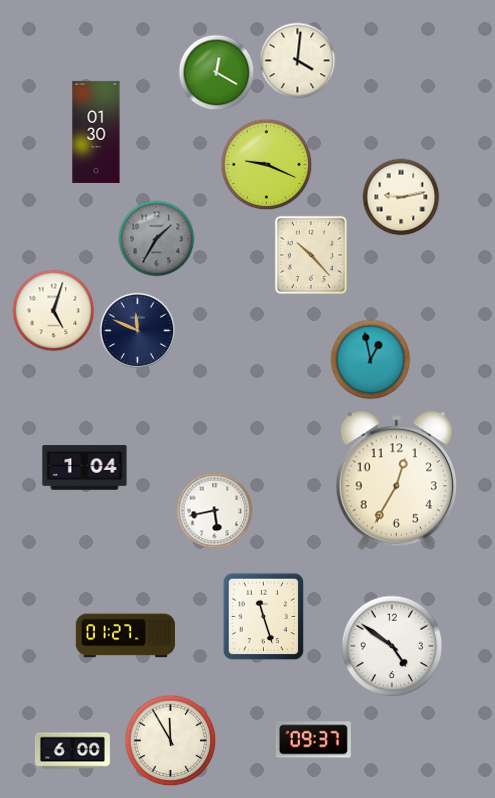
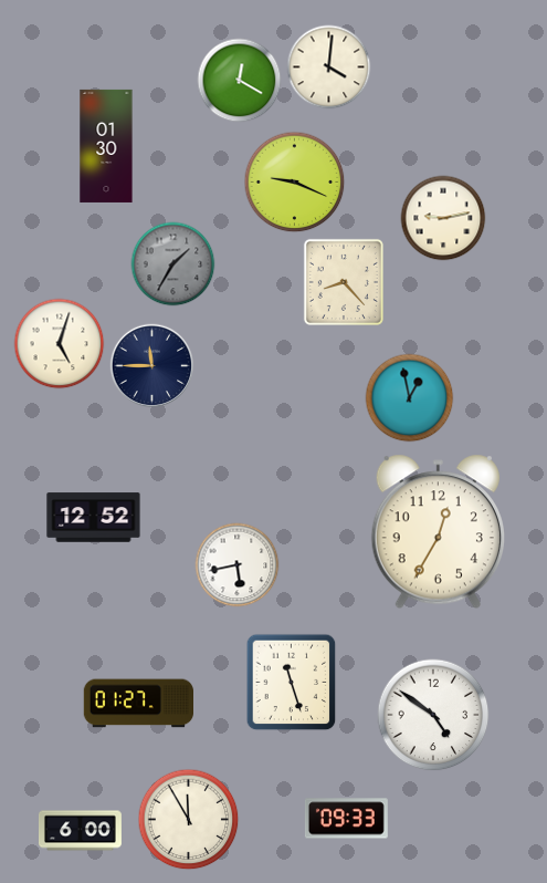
clock at (311, 255): 10:23 -> 8:23
clock at (138, 331): 11:49 -> 11:45
clock at (85, 468): 1:04 -> 12:52
clock at (313, 740): 09:37 -> 09:33
